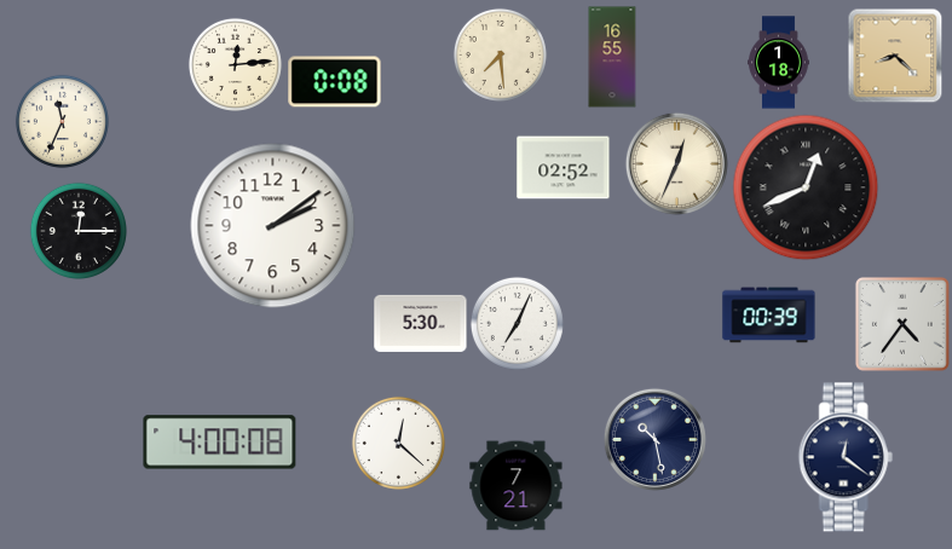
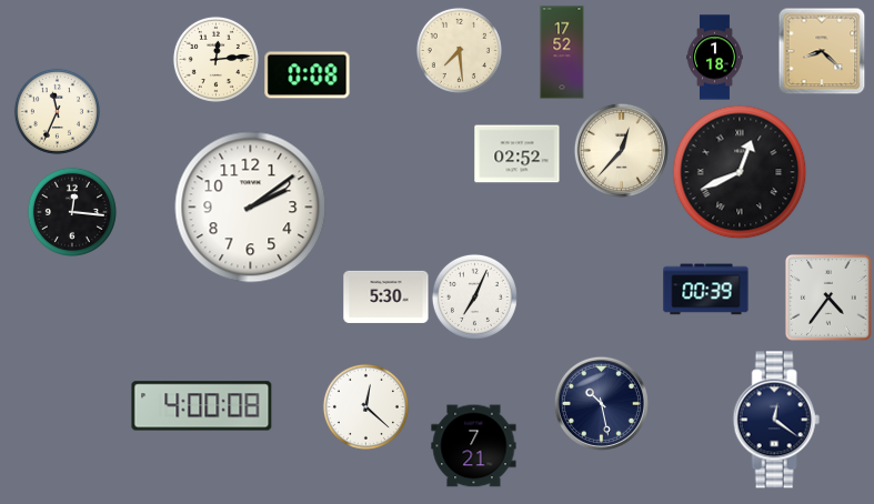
clock at (612, 57): 16:55 -> 17:52
clock at (676, 163): 12:34 -> 12:37
clock at (79, 231): 12:15 -> 12:16
